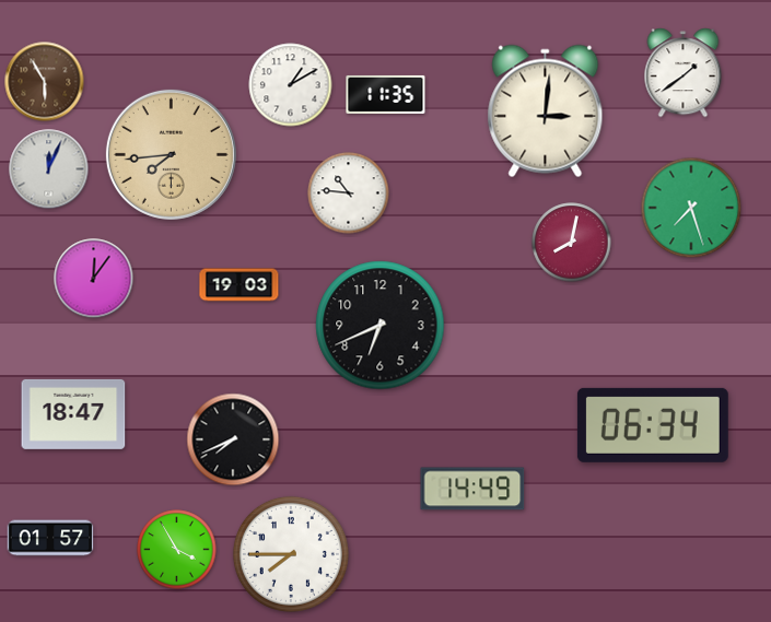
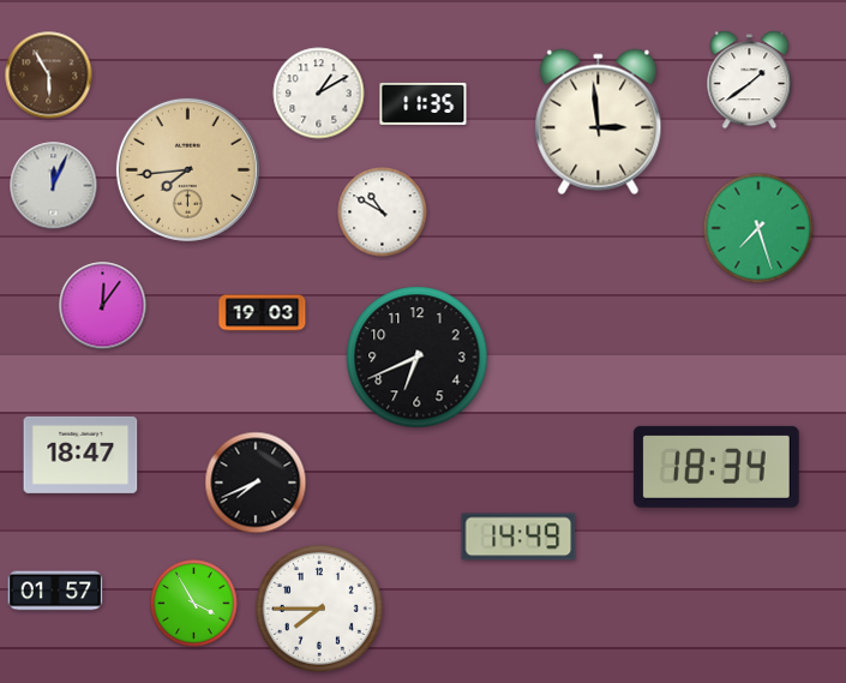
clock at (45, 82) position: (45, 82) -> (49, 76)
clock at (546, 112): 3:01 -> 2:59
clock at (349, 193): 10:46 -> 10:50
clock at (572, 243): 8:02 -> none
clock at (653, 425): 06:34 -> 18:34
